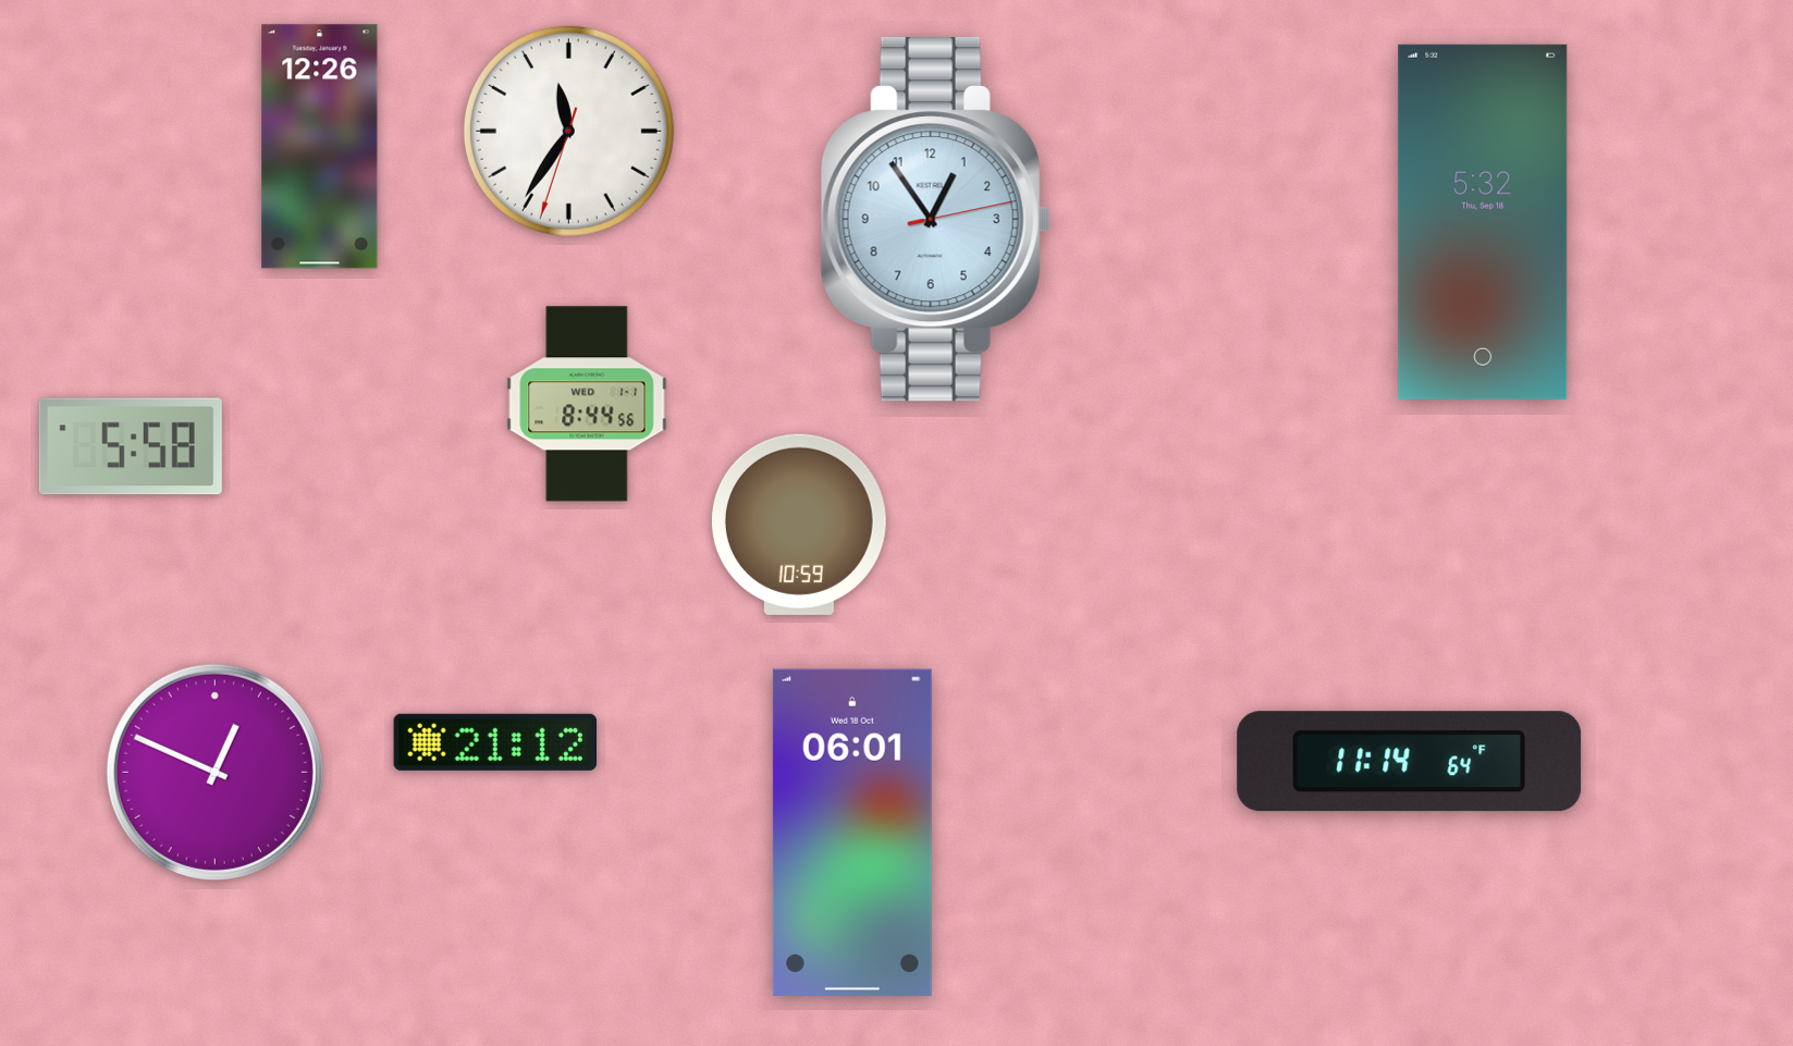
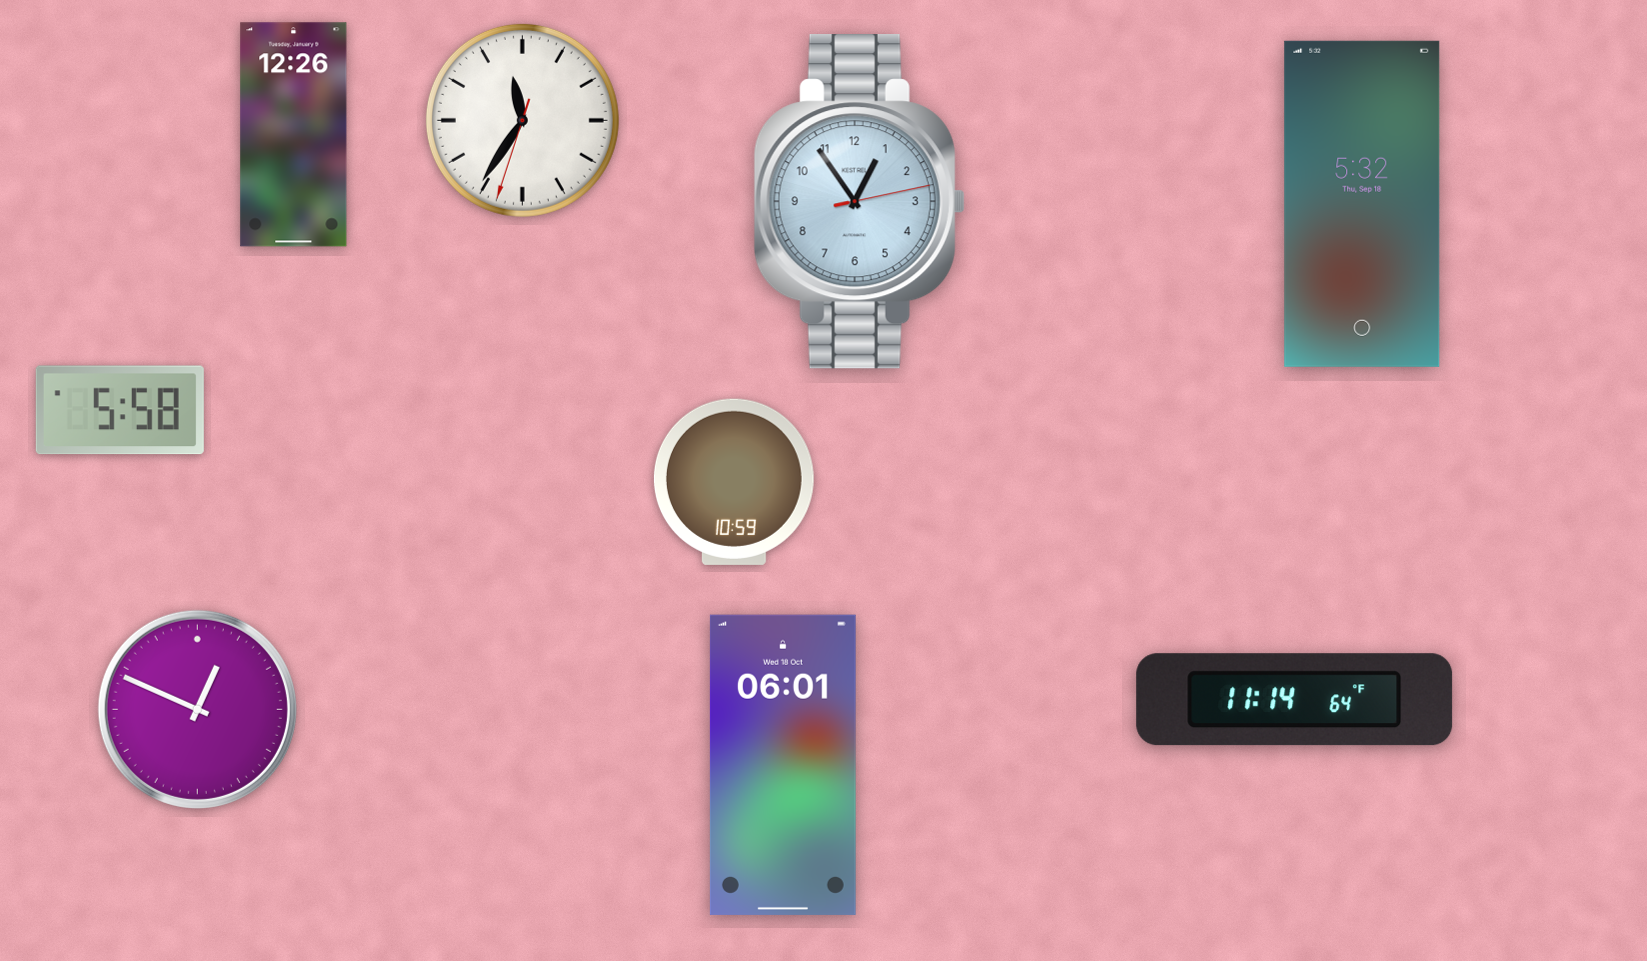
clock at (587, 404): 8:44 -> none
clock at (494, 742): 21:12 -> none
